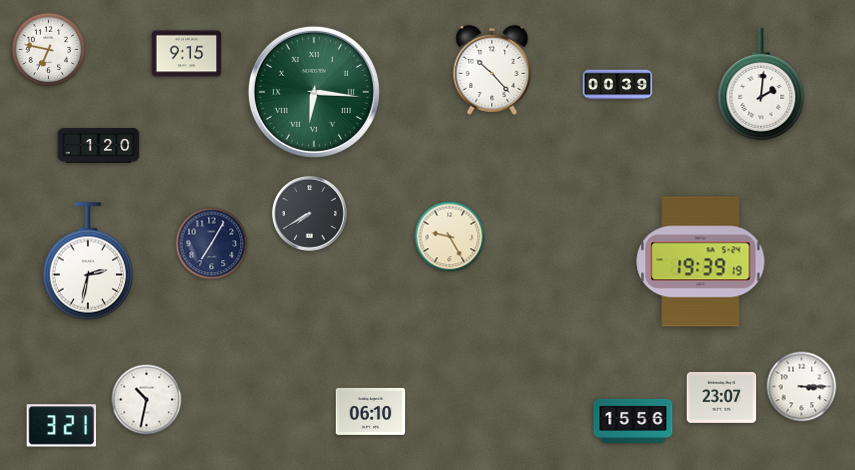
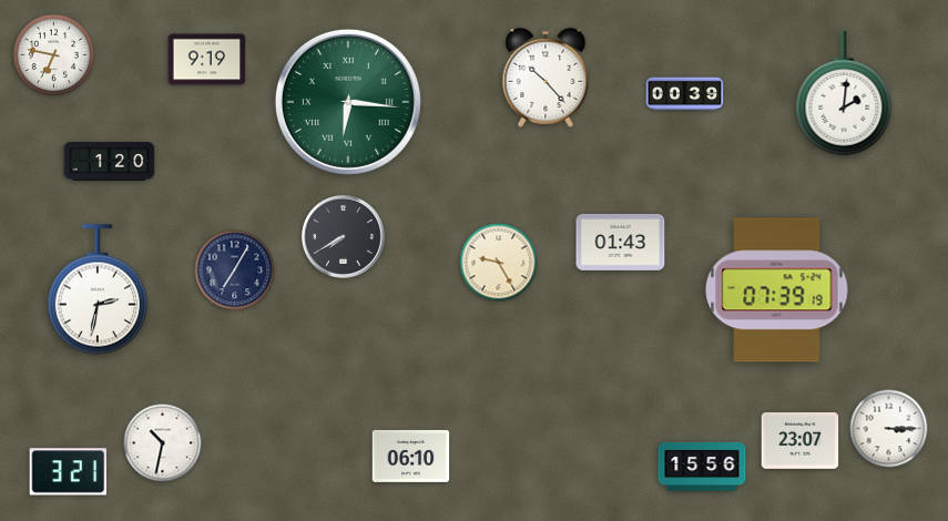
clock at (187, 54): 9:15 -> 9:19
clock at (621, 242): none -> 01:43
clock at (701, 262): 19:39 -> 07:39
